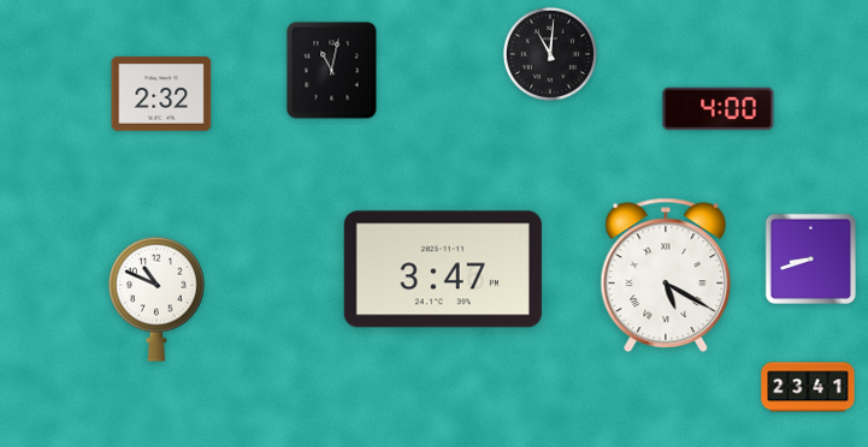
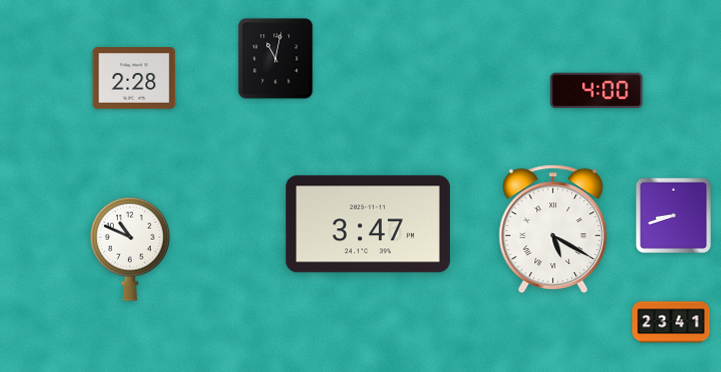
clock at (550, 54): 11:01 -> none
clock at (161, 94): 2:32 -> 2:28
